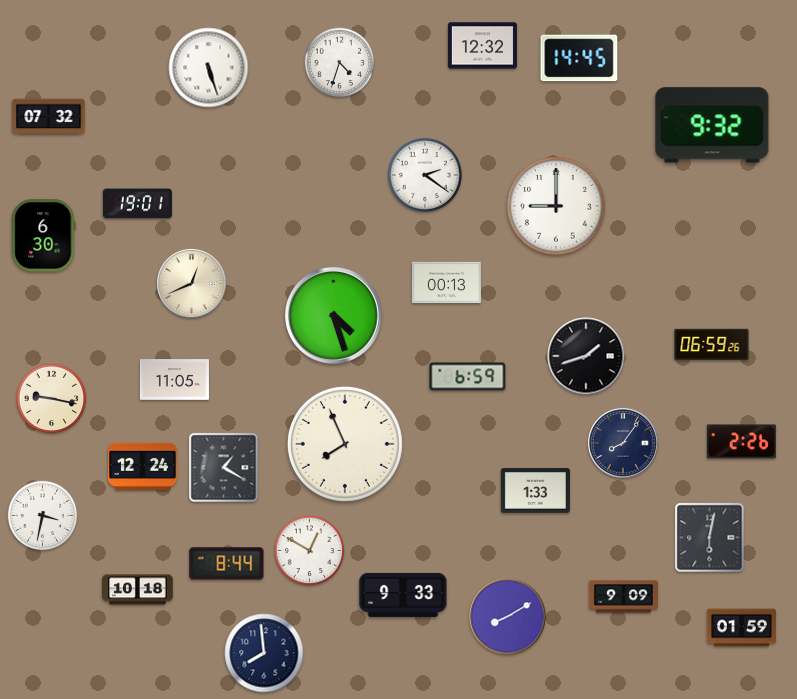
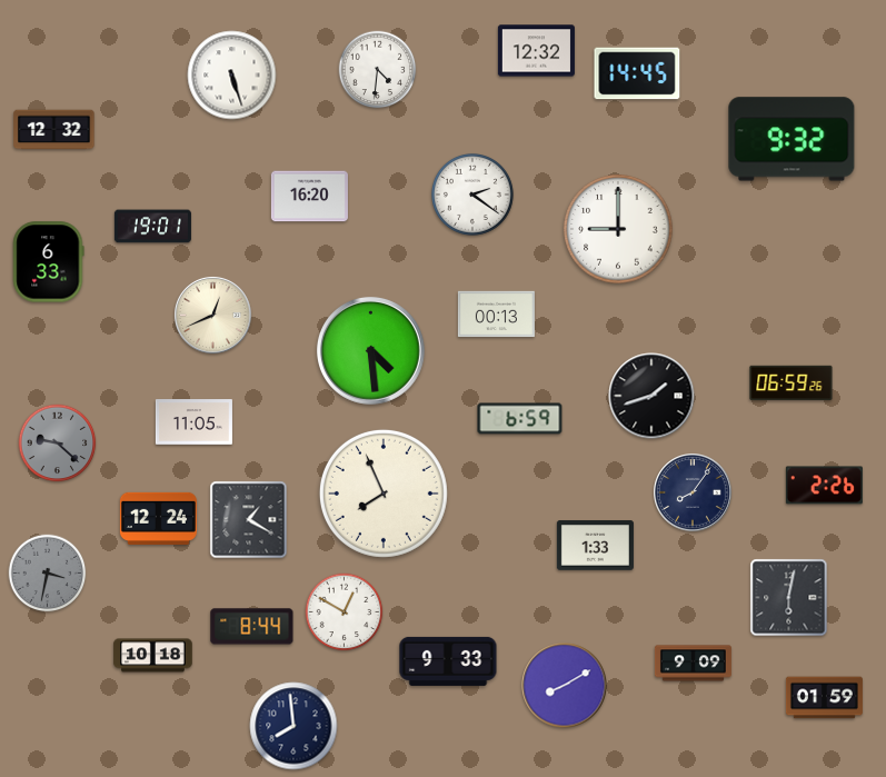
clock at (579, 58) position: (579, 58) -> (637, 73)
clock at (340, 63): 4:33 -> 4:31
clock at (49, 117): 07:32 -> 12:32
clock at (309, 197): none -> 16:20
clock at (44, 236): 6:30 -> 6:33
clock at (333, 315): 4:27 -> 4:29
clock at (52, 399): 9:17 -> 9:22
clock at (52, 399) dial: cream -> grey
clock at (741, 442) position: (741, 442) -> (824, 486)
clock at (43, 516) dial: white -> grey
